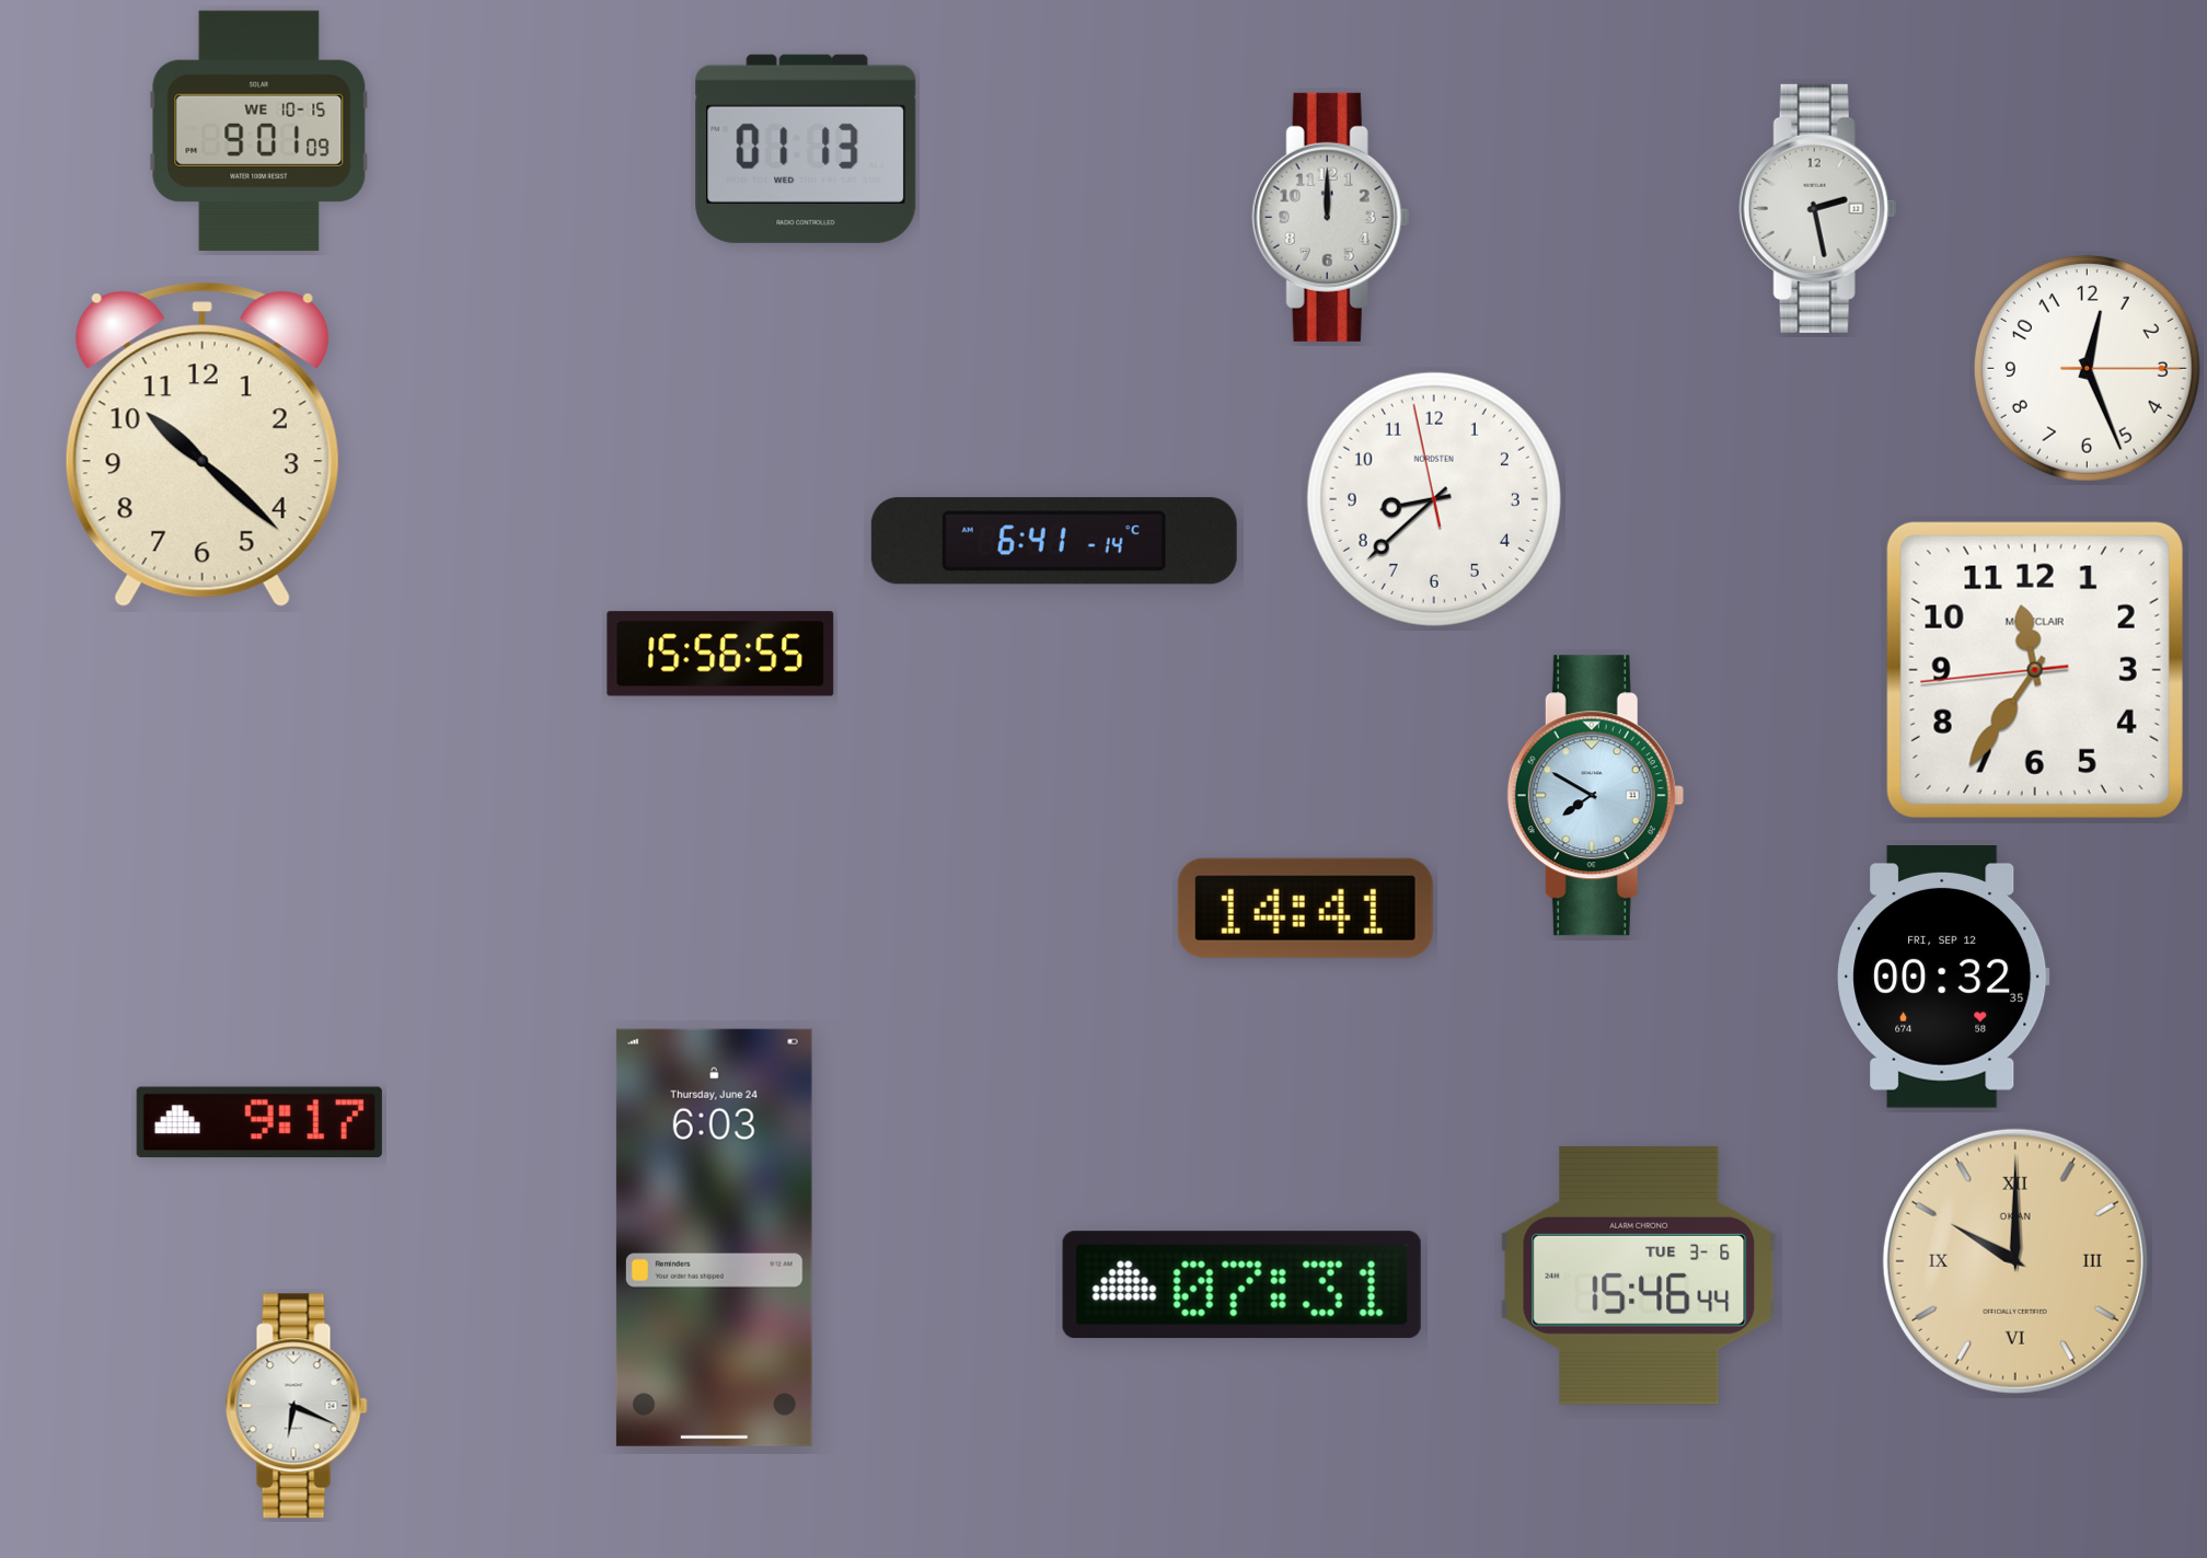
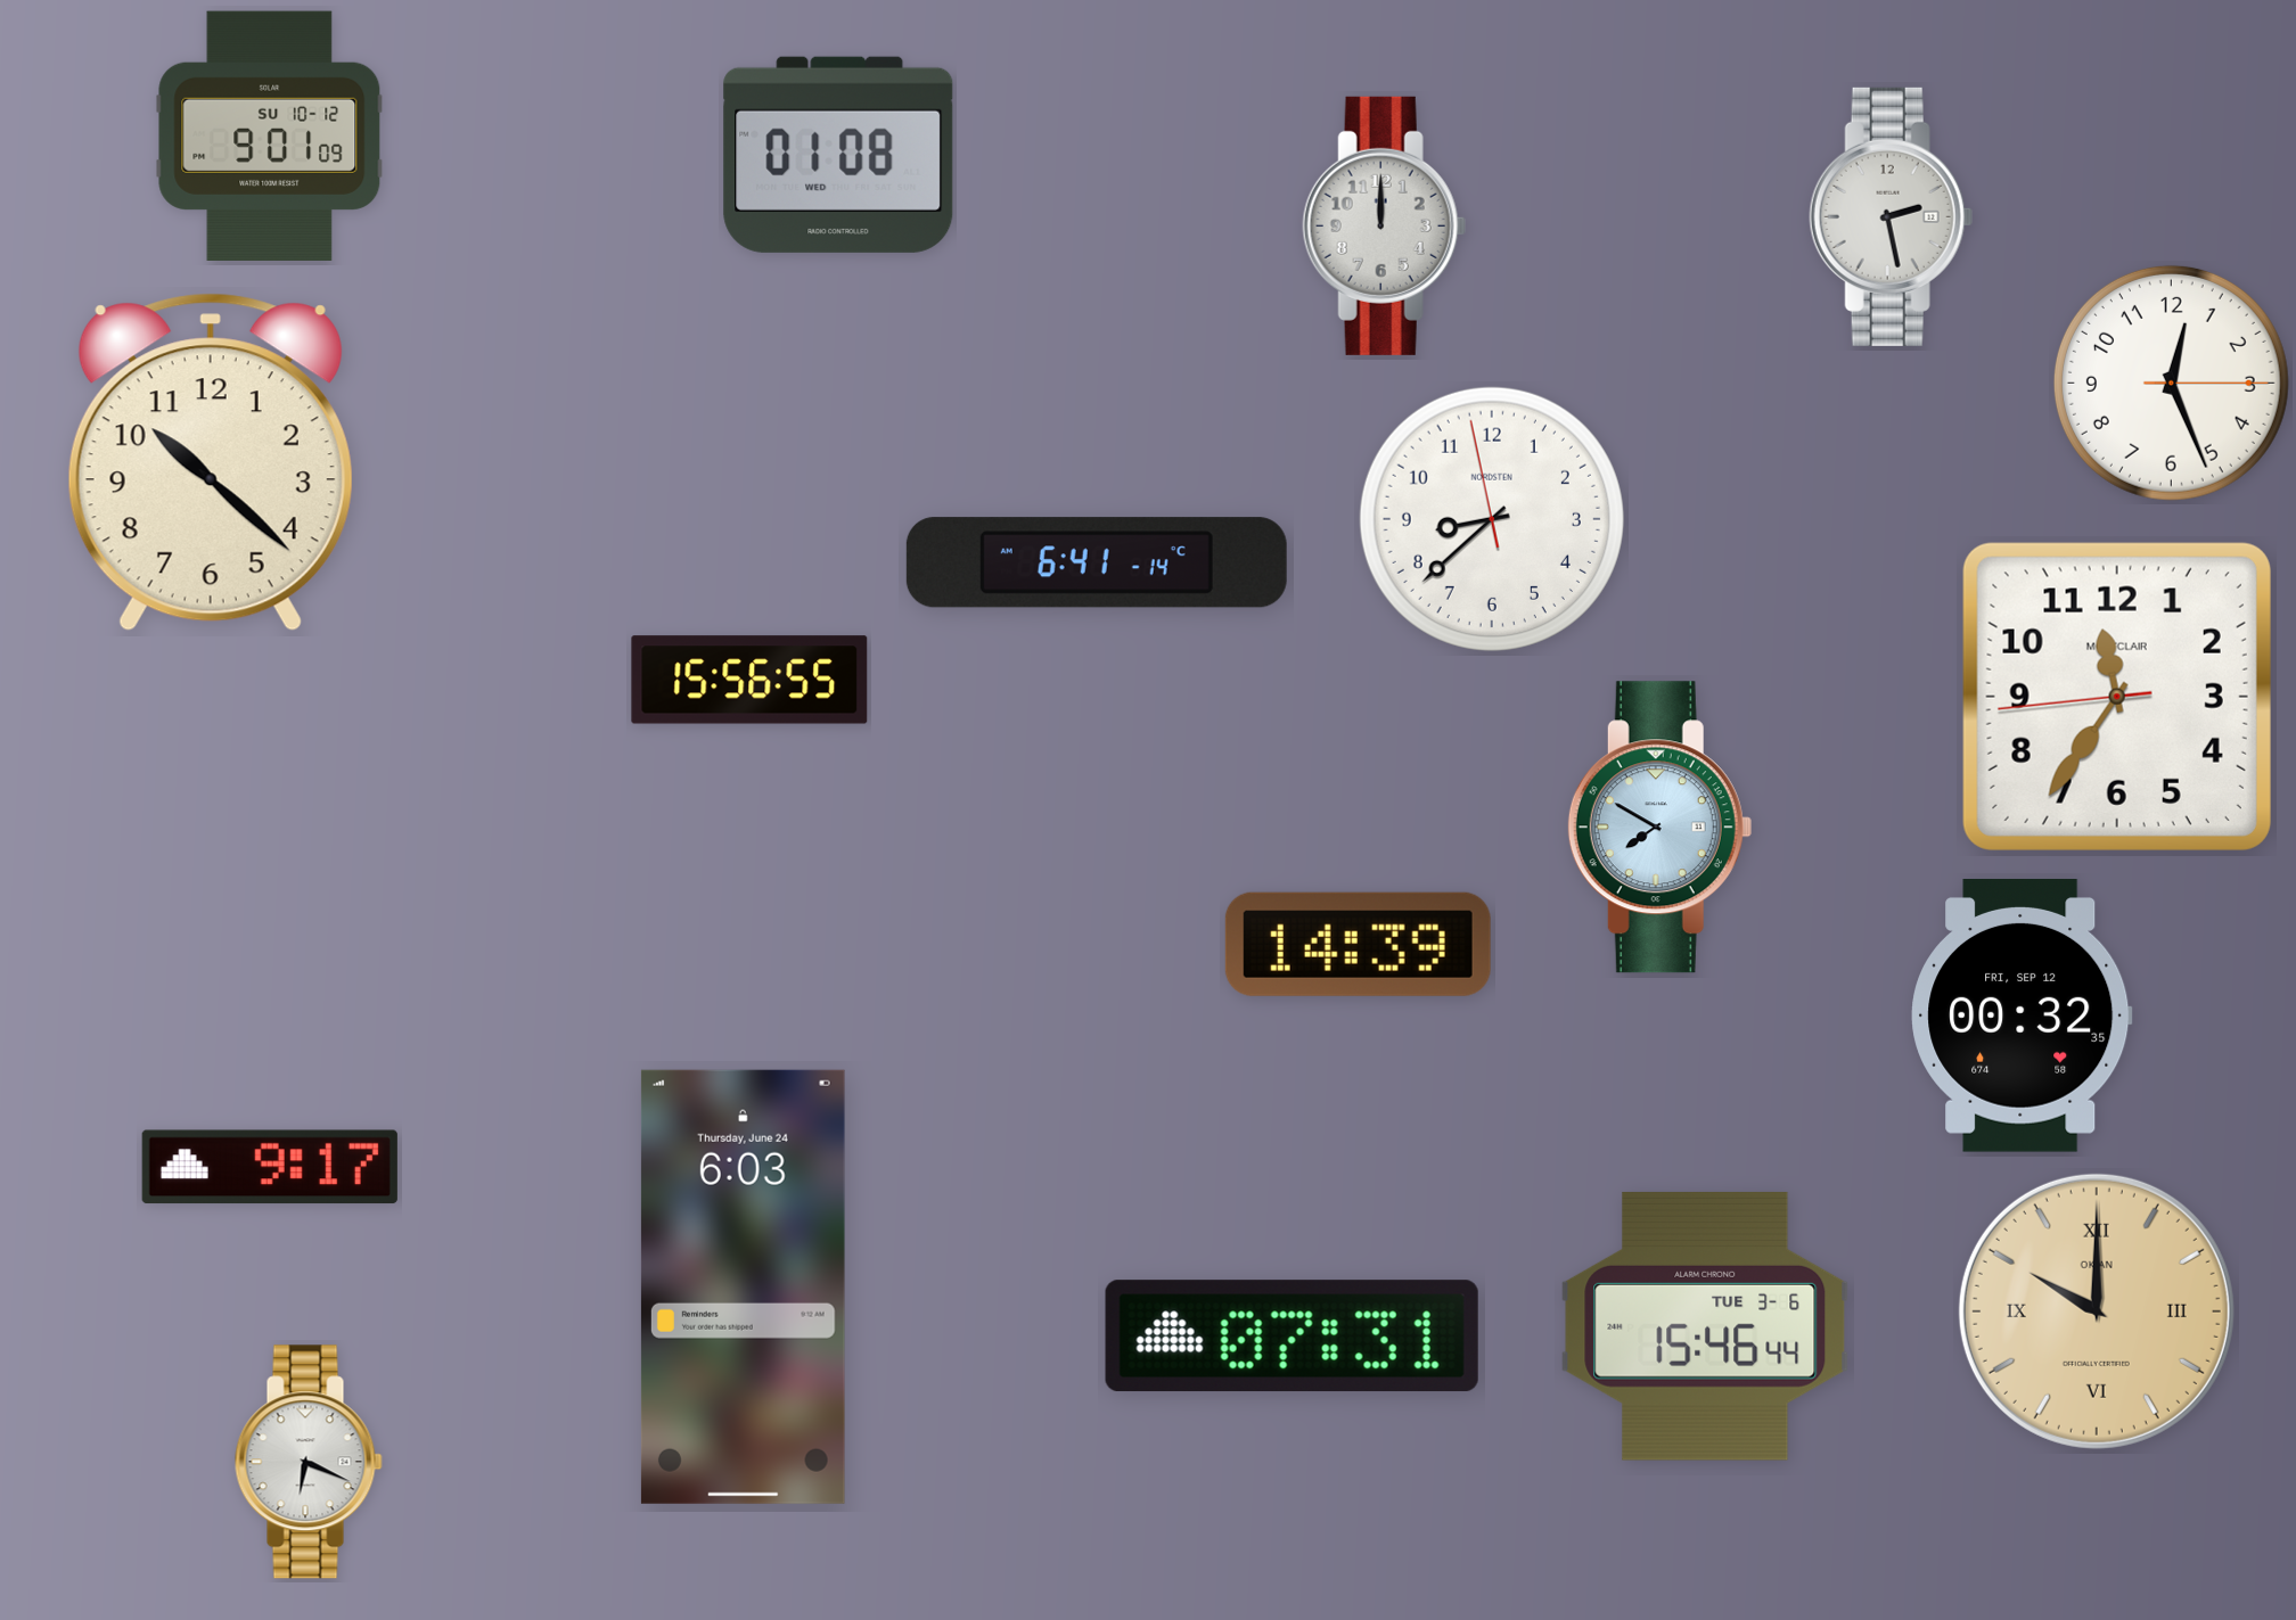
clock at (259, 130) date: WE 10-15 -> SU 10-12
clock at (806, 149): 01:13 -> 01:08
clock at (1305, 908): 14:41 -> 14:39
